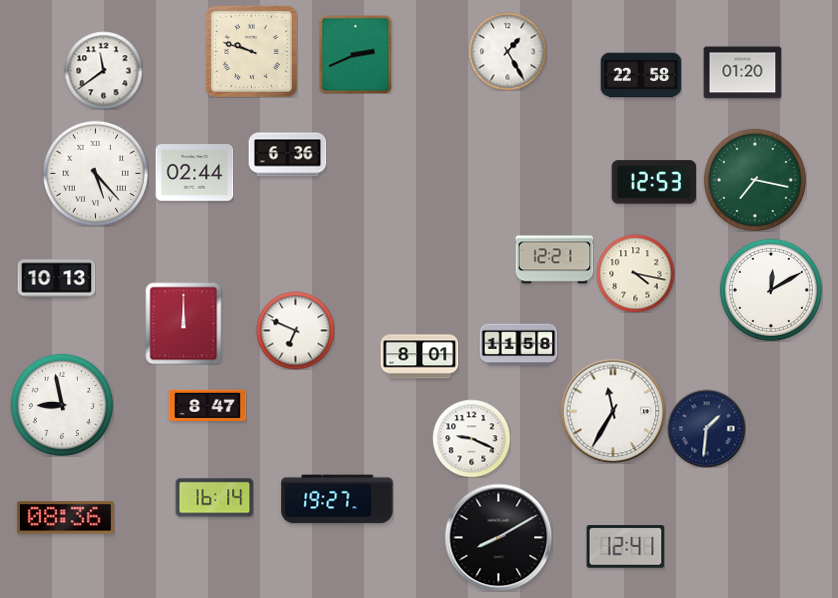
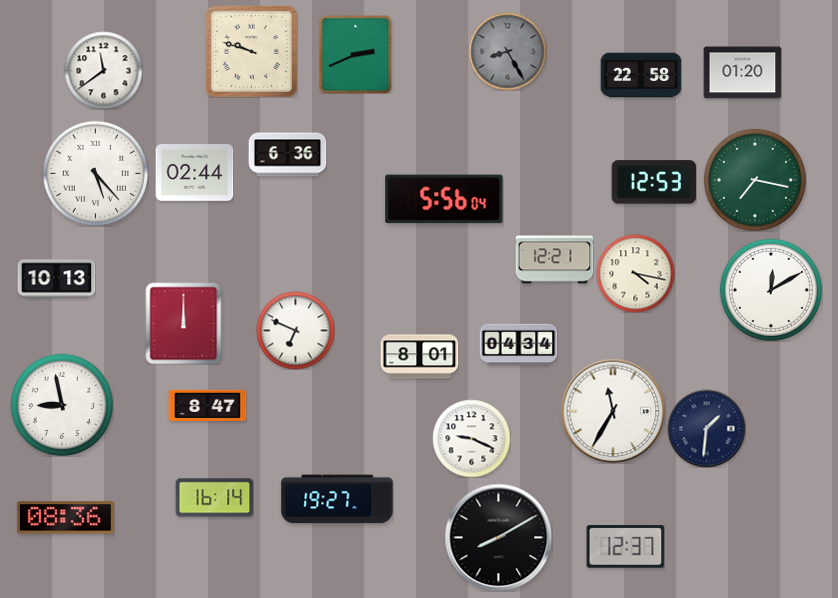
clock at (507, 51): 1:25 -> 8:25
clock at (507, 51) dial: white -> grey
clock at (444, 199): none -> 5:56
clock at (518, 345): 11:58 -> 04:34
clock at (625, 547): 12:41 -> 12:37
